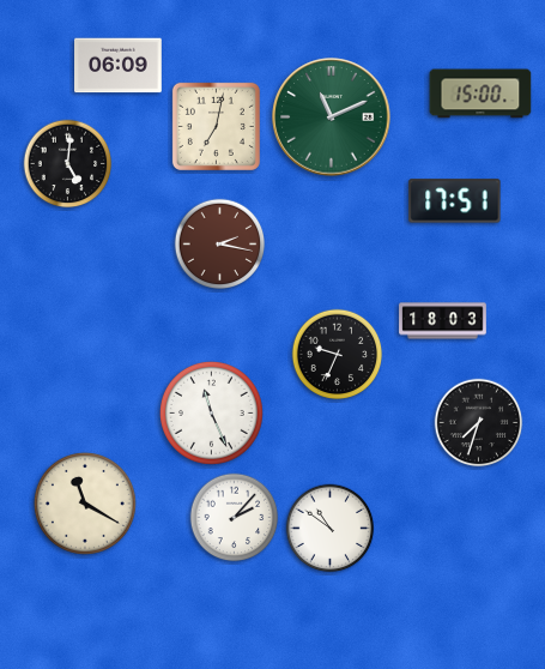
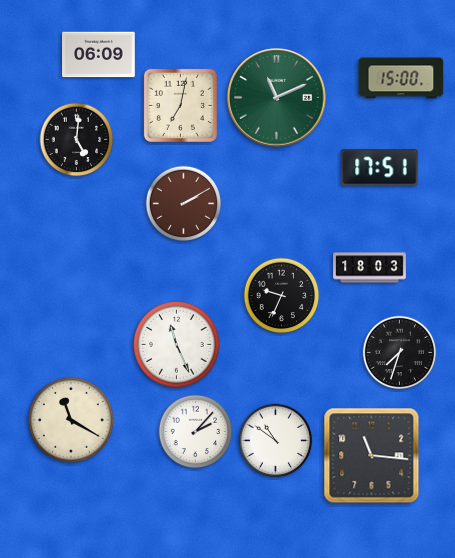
clock at (68, 164) position: (68, 164) -> (77, 140)
clock at (220, 245): 2:17 -> 2:10
clock at (372, 456): none -> 11:16
